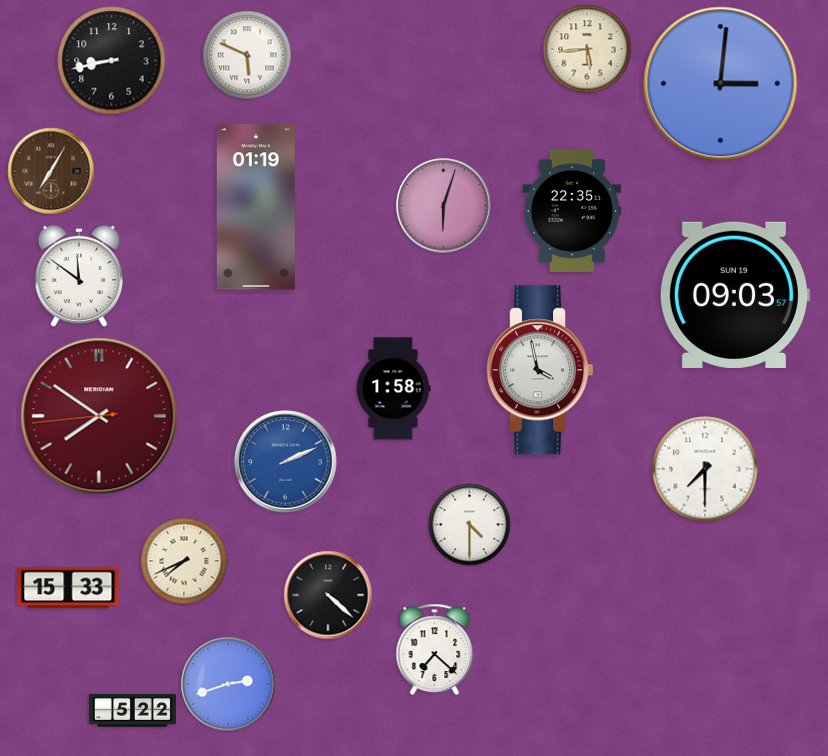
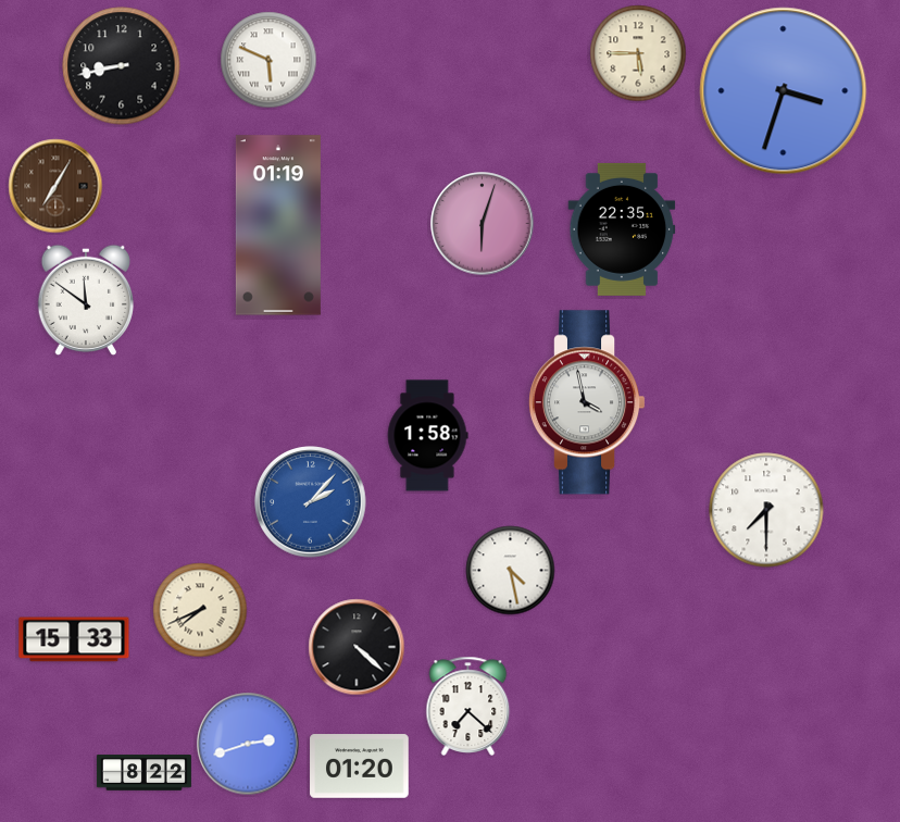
clock at (587, 49): 5:44 -> 5:45
clock at (721, 84): 3:01 -> 3:33
clock at (734, 295): 09:03 -> none
clock at (393, 389) position: (393, 389) -> (427, 436)
clock at (99, 416): 7:50 -> none
clock at (286, 462): 2:11 -> 2:07
clock at (470, 525): 4:30 -> 4:28
clock at (435, 649) position: (435, 649) -> (468, 706)
clock at (360, 767): none -> 01:20
clock at (132, 711): 5:22 -> 8:22
